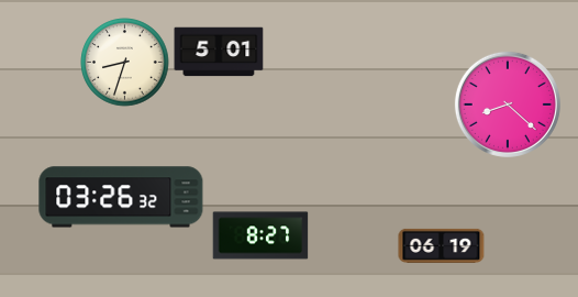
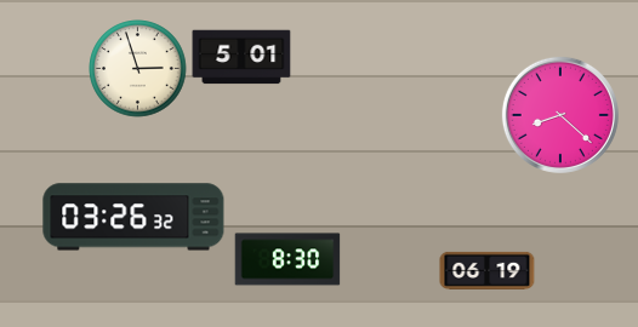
clock at (125, 63): 8:33 -> 2:57
clock at (260, 235): 8:27 -> 8:30
